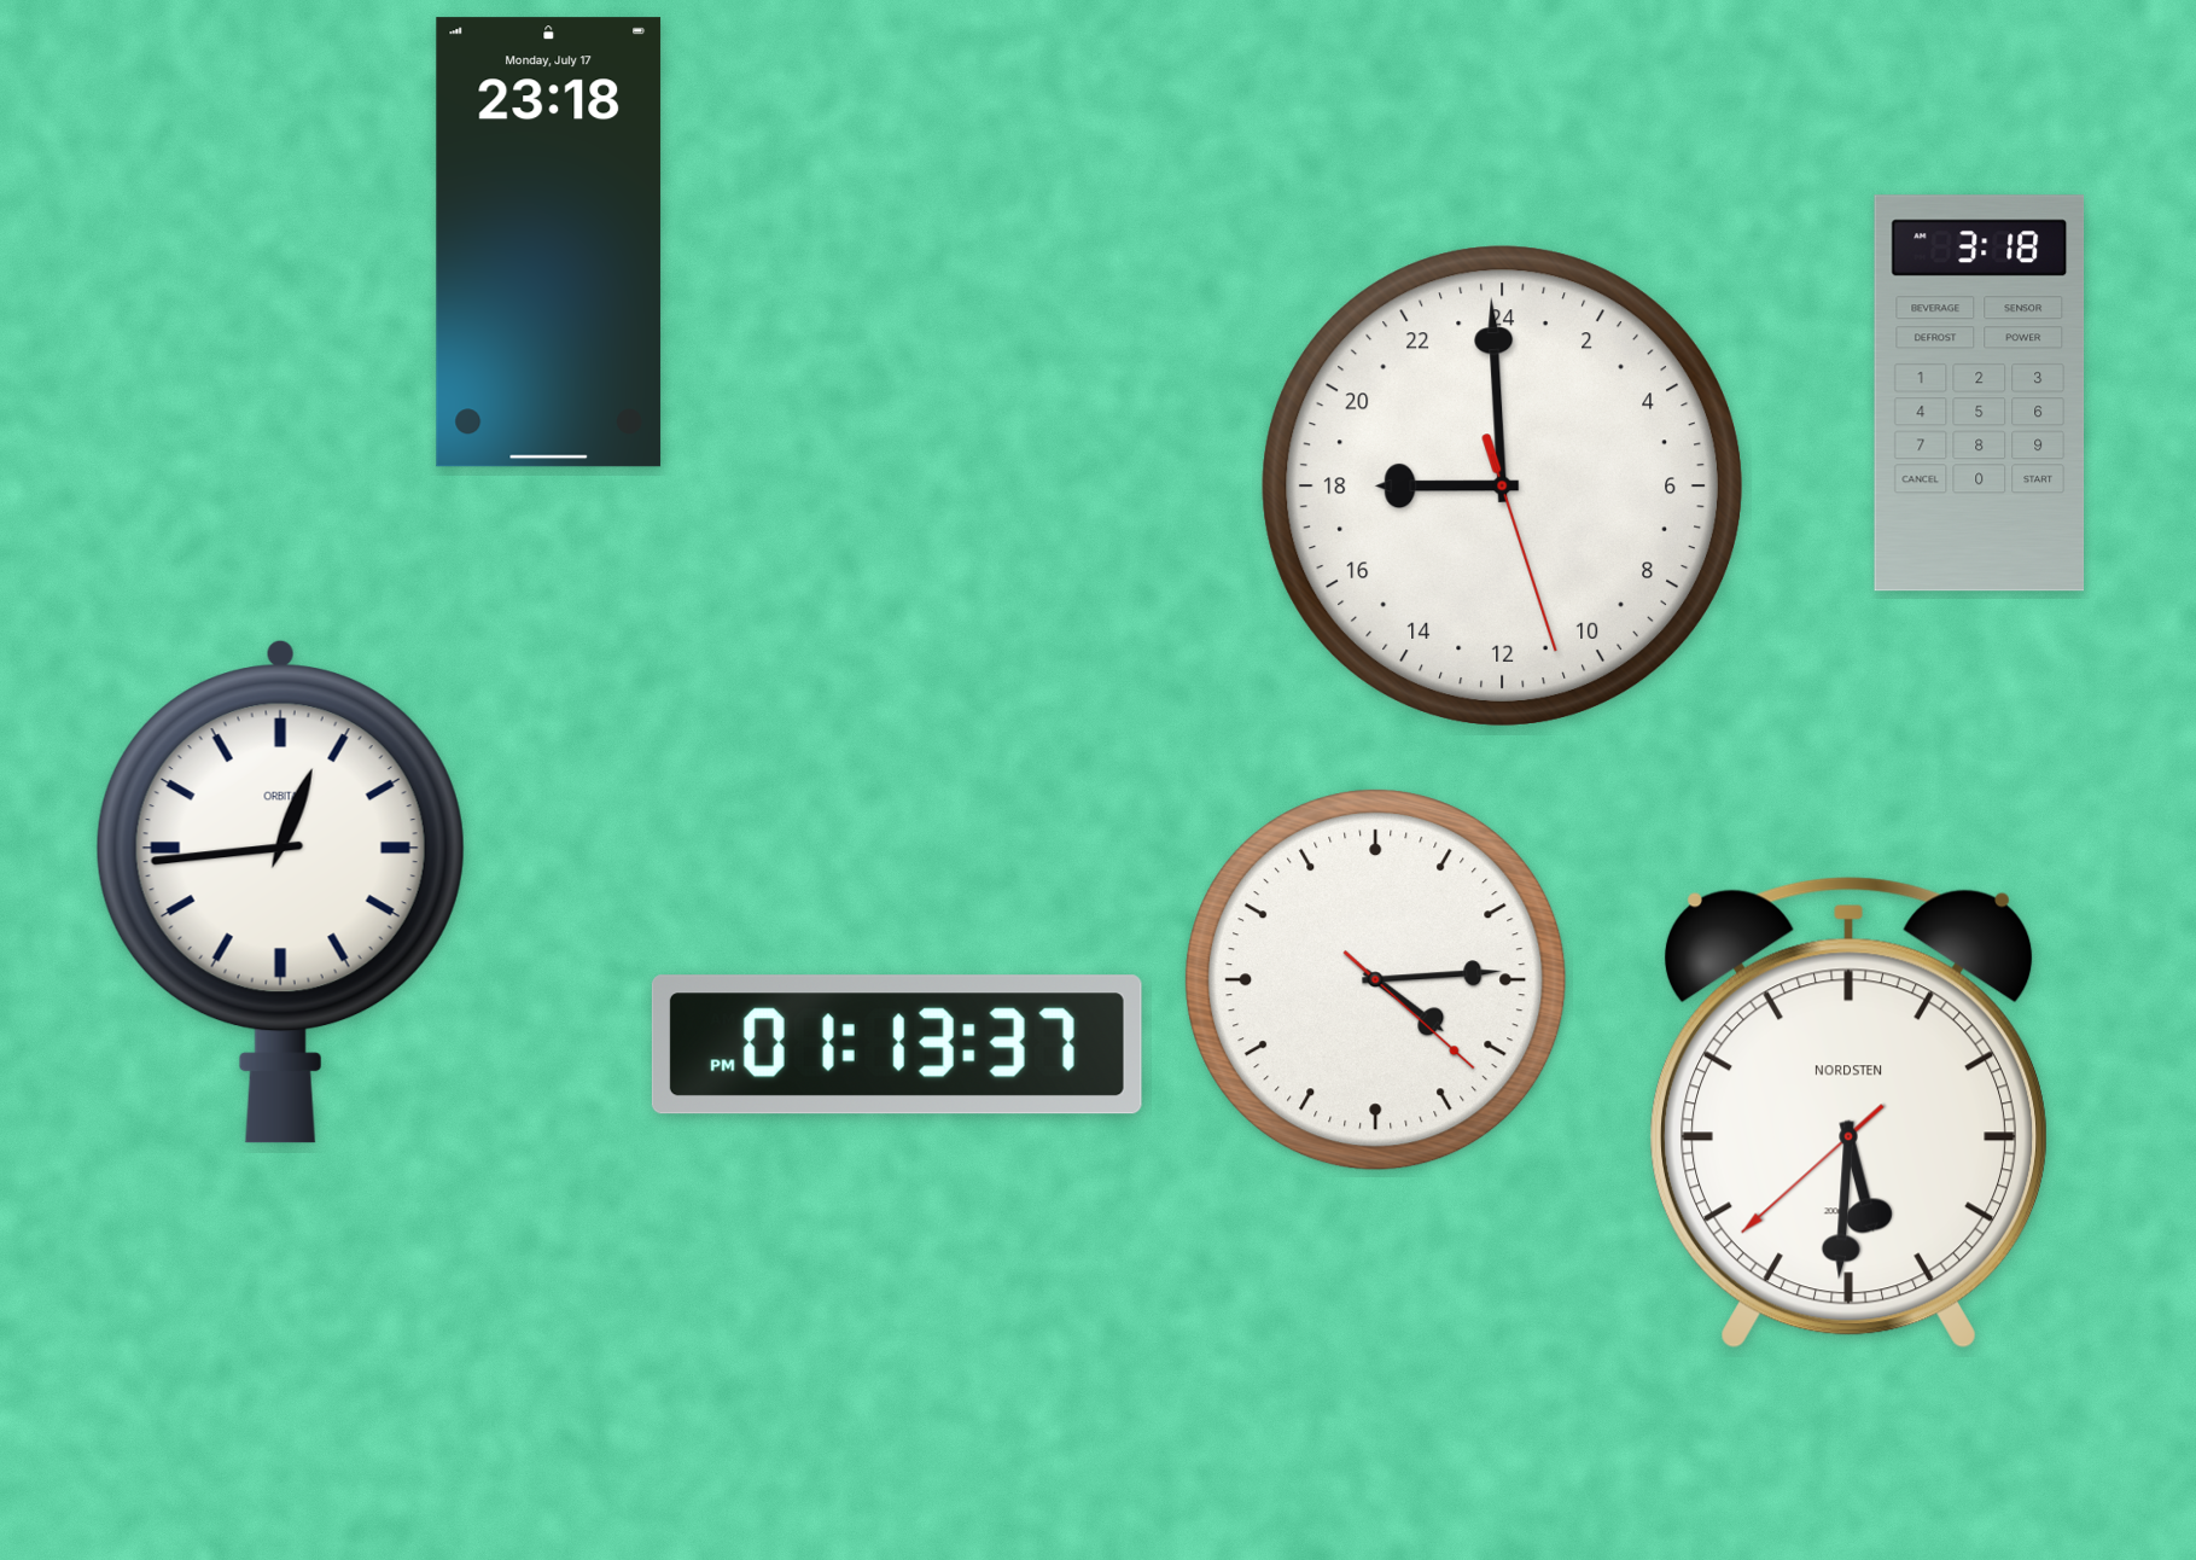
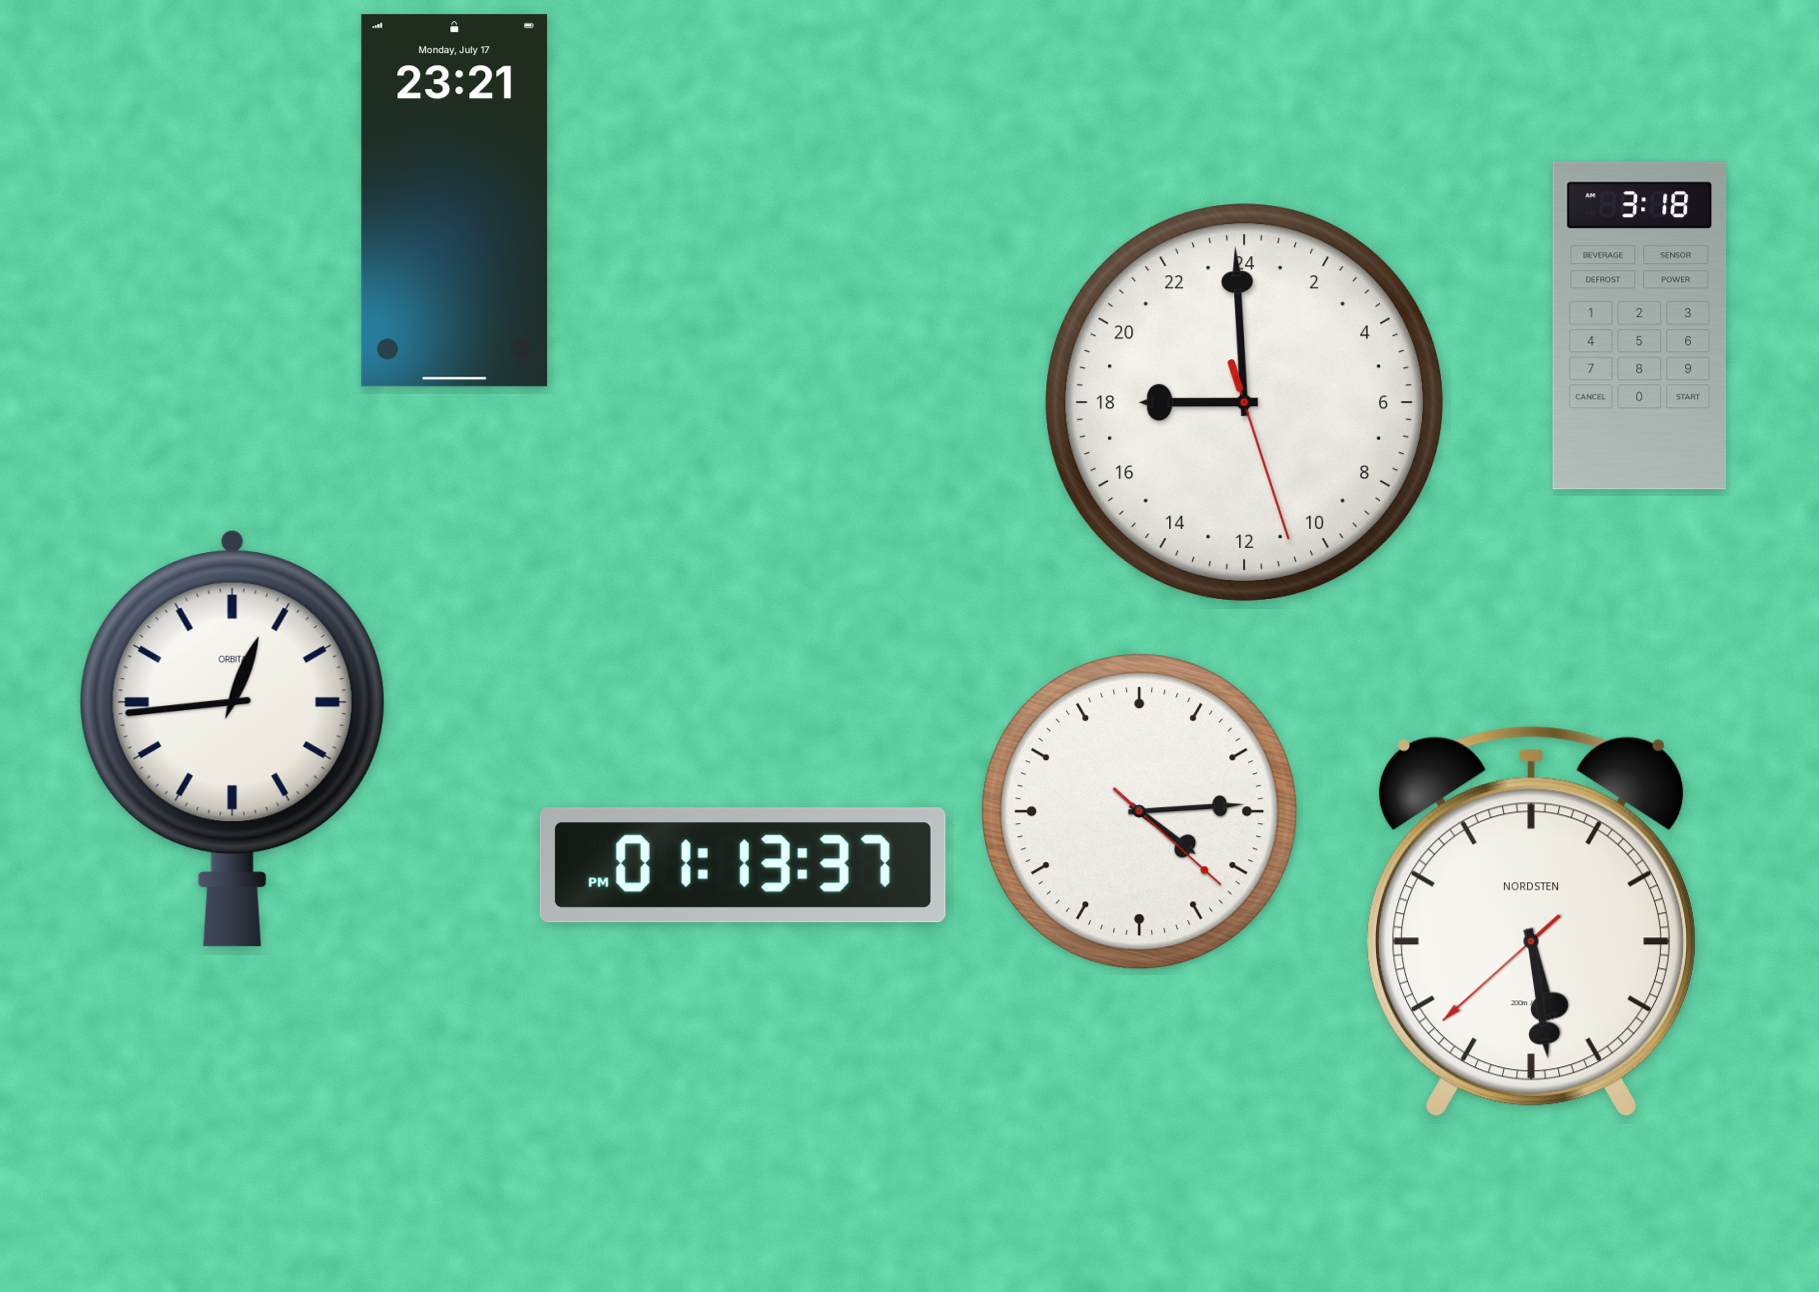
clock at (549, 243): 23:18 -> 23:21
clock at (1848, 1112): 5:30 -> 5:28
